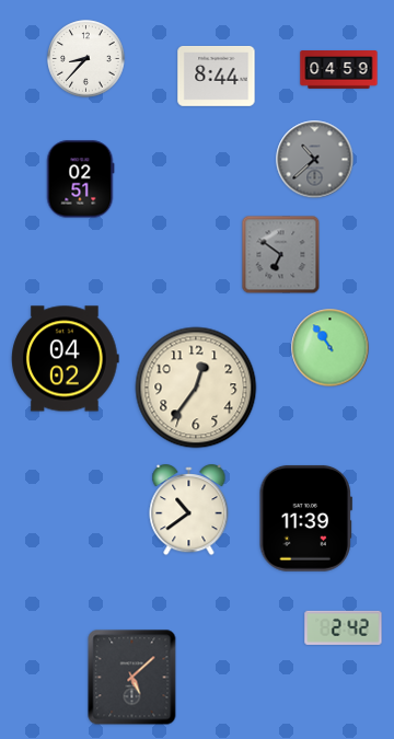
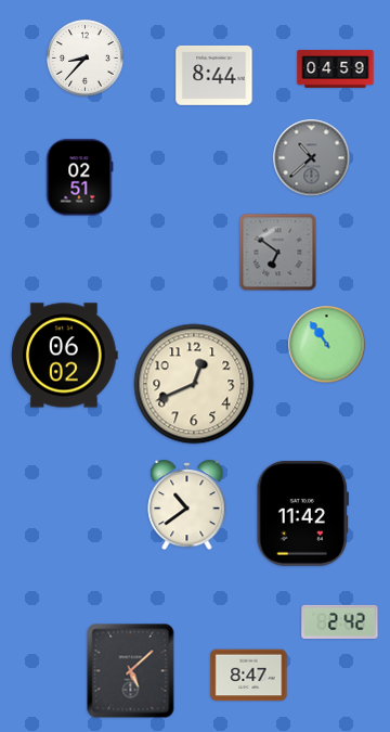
clock at (66, 359): 04:02 -> 06:02
clock at (196, 388): 12:36 -> 12:41
clock at (305, 518): 11:39 -> 11:42
clock at (249, 676): none -> 8:47
